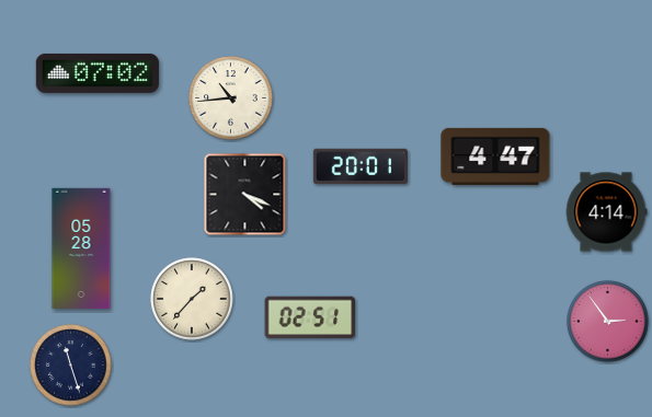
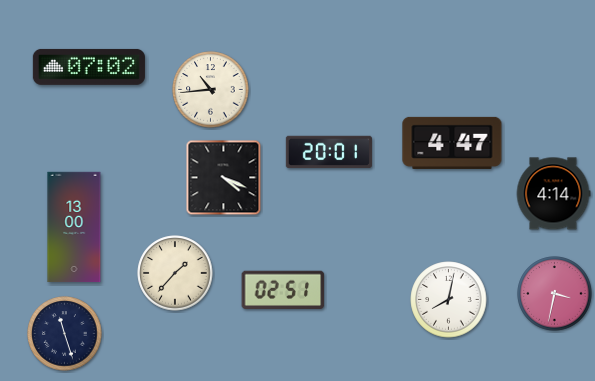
clock at (81, 248): 05:28 -> 13:00
clock at (608, 322): 2:54 -> 3:32
clock at (449, 300): none -> 8:02
